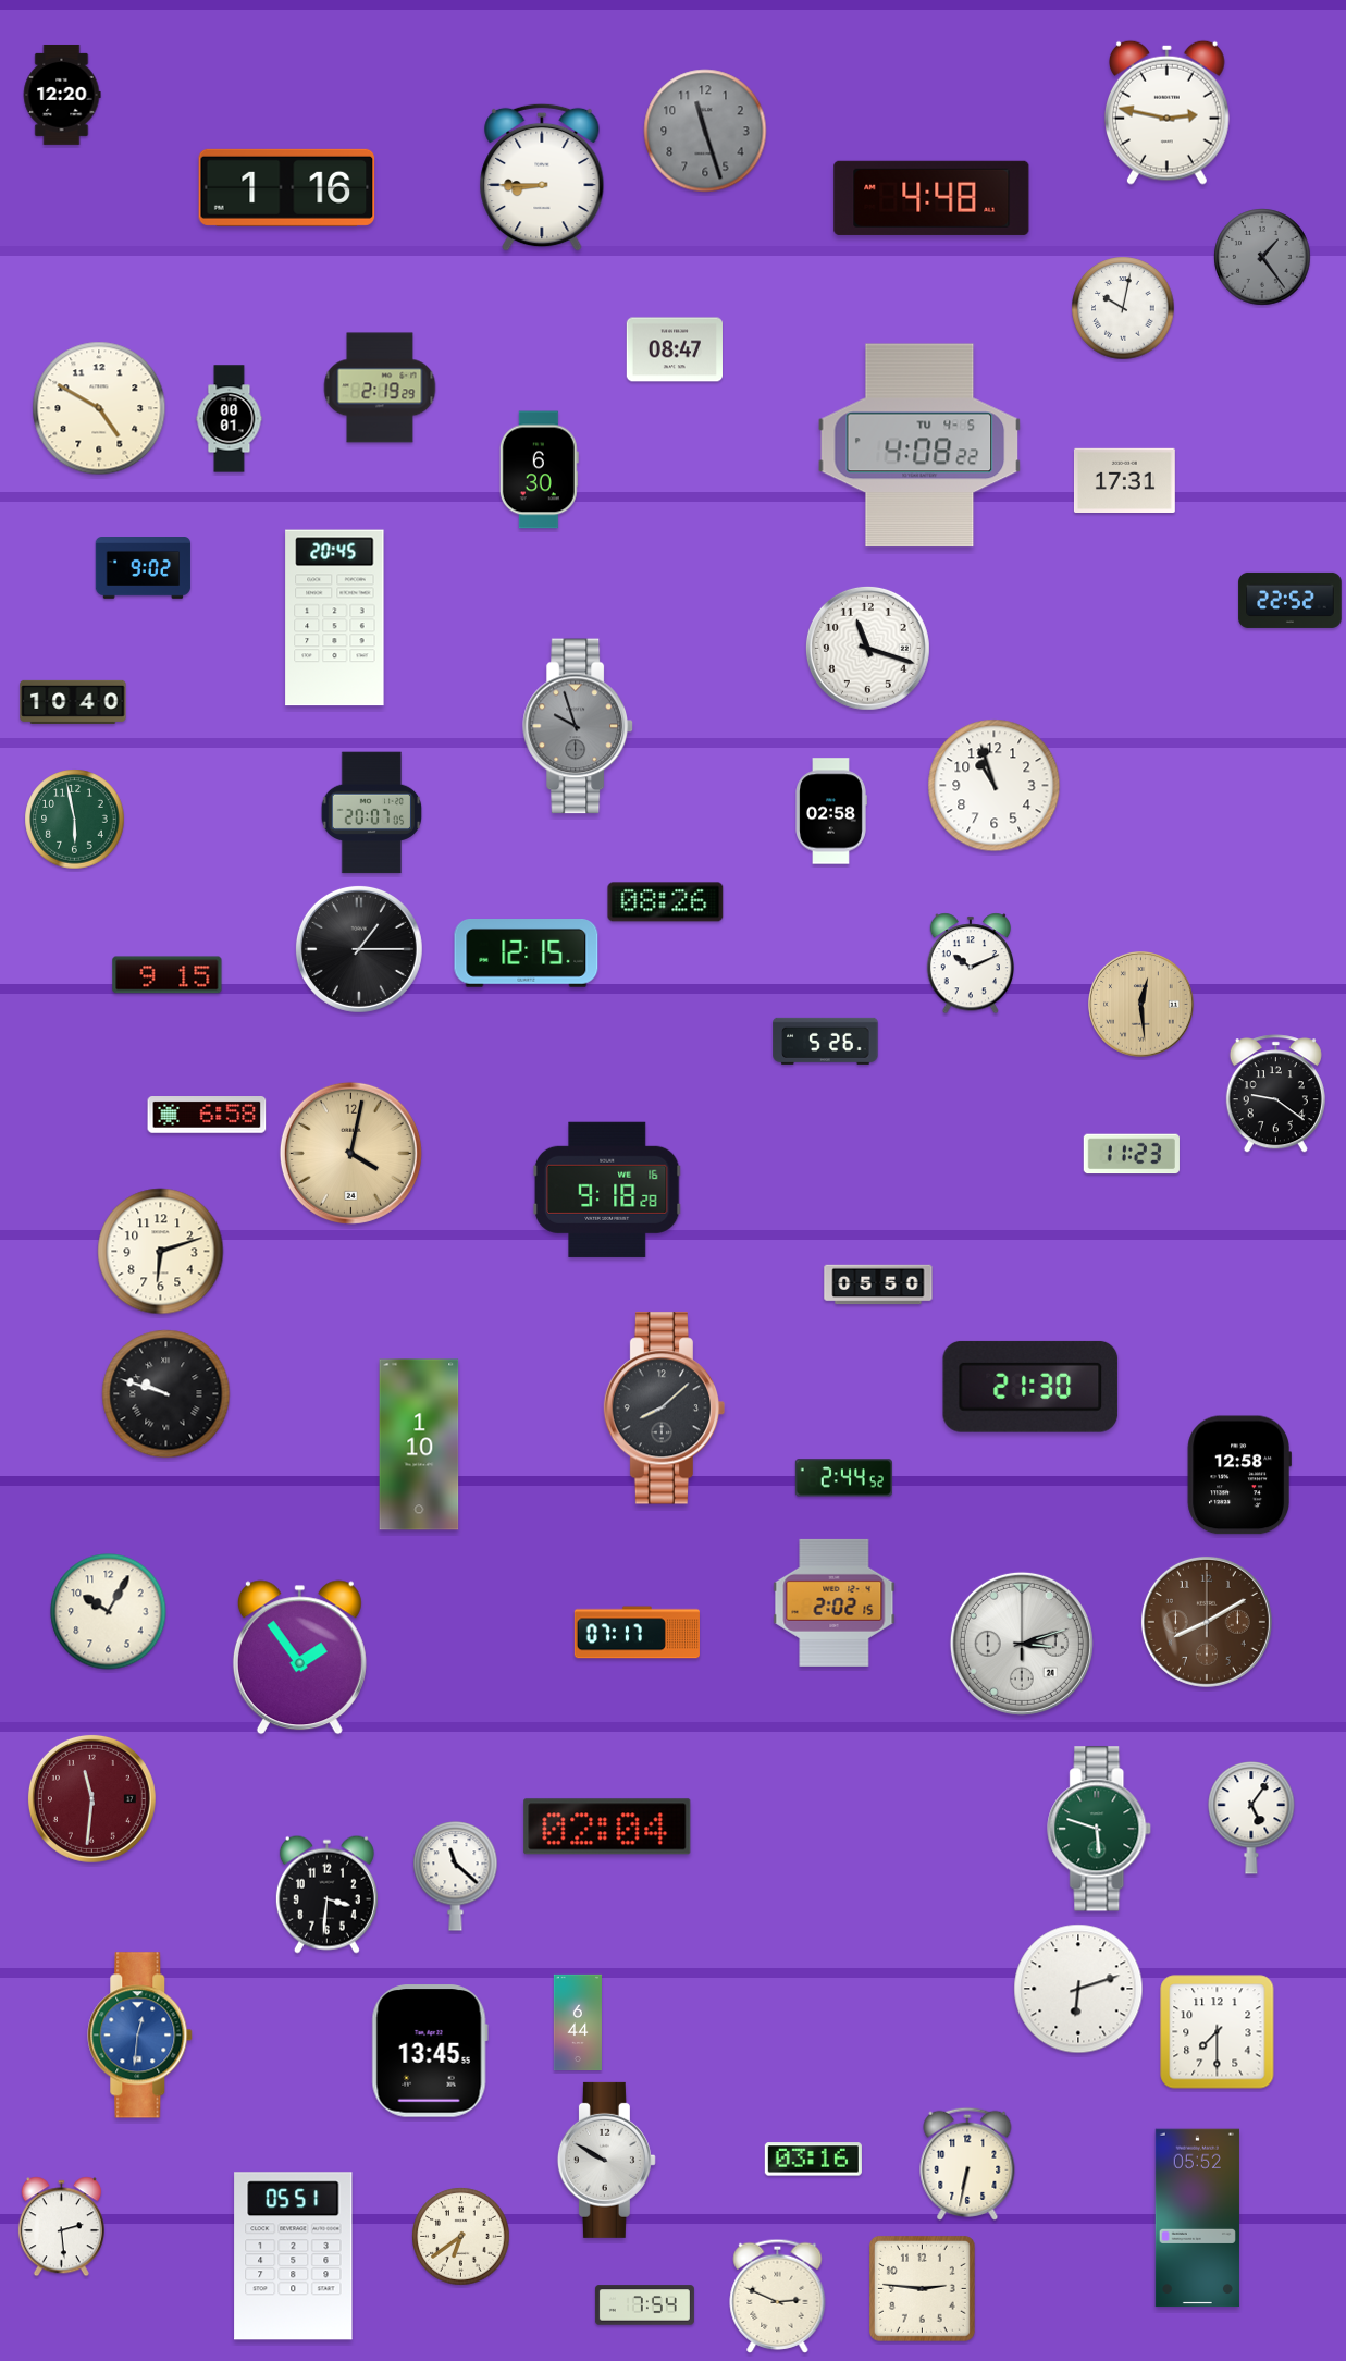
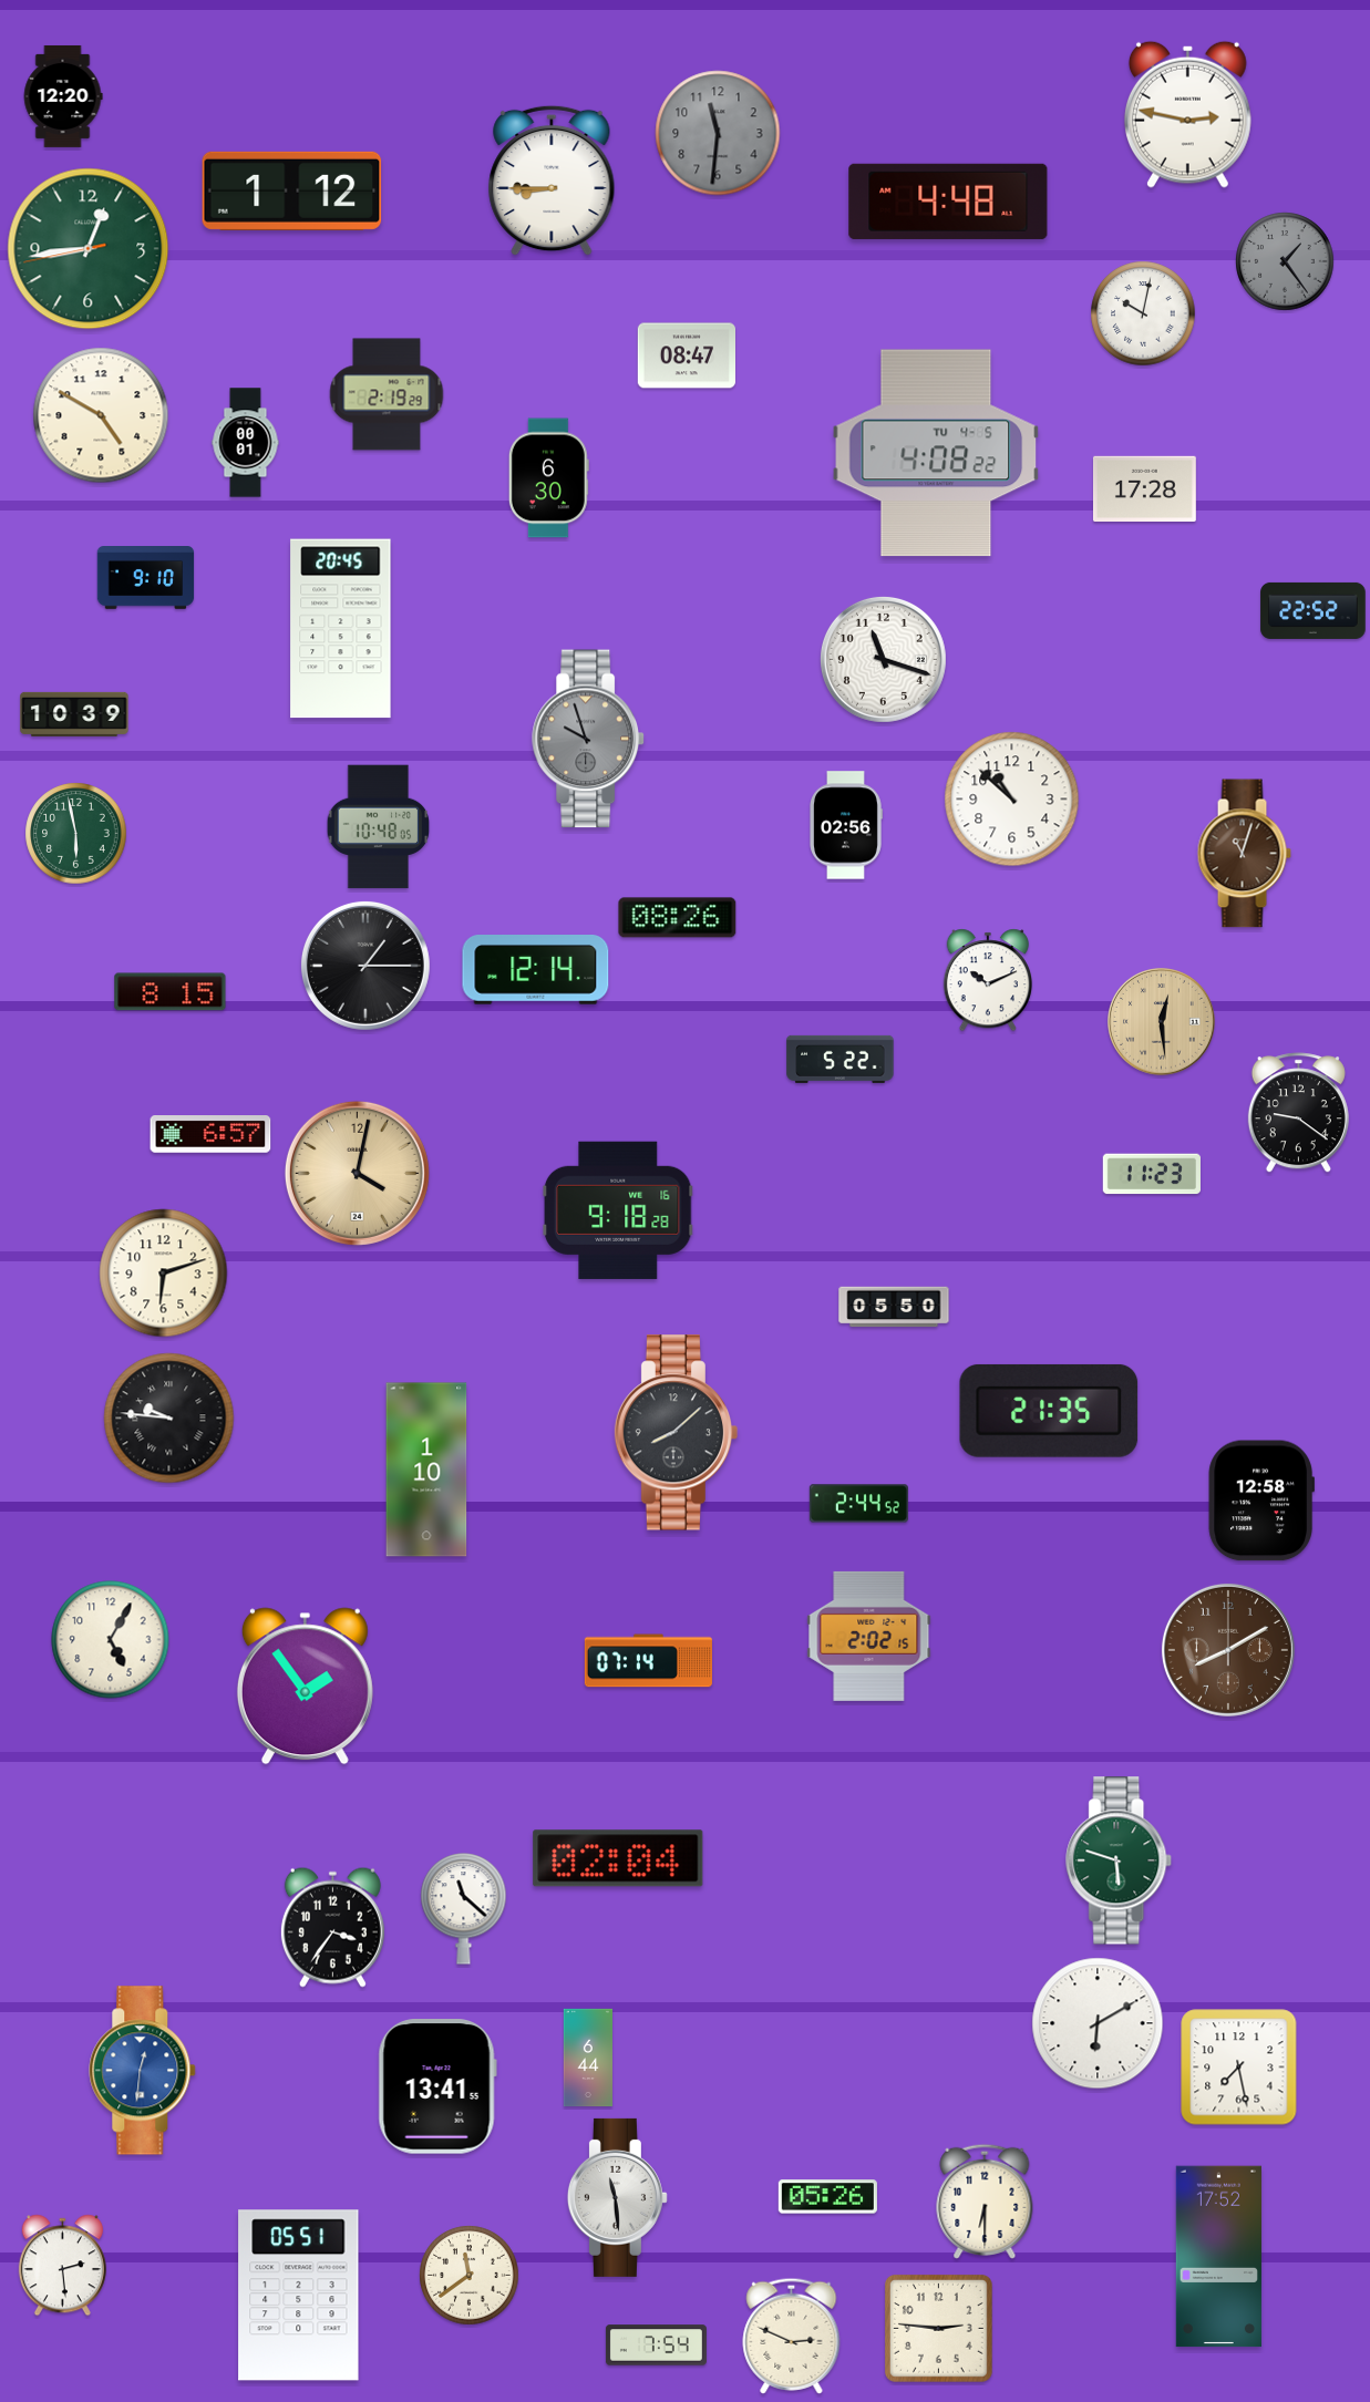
clock at (705, 131): 11:27 -> 11:31
clock at (287, 187): 1:16 -> 1:12
clock at (89, 249): none -> 12:43
clock at (230, 419) position: (230, 419) -> (246, 443)
clock at (1124, 480): 17:31 -> 17:28
clock at (144, 568): 9:02 -> 9:10
clock at (73, 702): 10:40 -> 10:39
clock at (995, 786): 10:57 -> 10:52
clock at (831, 811): 02:58 -> 02:56
clock at (372, 813): 20:07 -> 10:48
clock at (1244, 854): none -> 11:03
clock at (527, 954): 12:15 -> 12:14
clock at (168, 975): 9:15 -> 8:15
clock at (826, 1041): 5:26 -> 5:22
clock at (207, 1116): 6:58 -> 6:57
clock at (1030, 1387): 21:30 -> 21:35
clock at (166, 1394): 9:48 -> 9:46
clock at (835, 1602) position: (835, 1602) -> (869, 1636)
clock at (109, 1612): 10:05 -> 5:05
clock at (637, 1633): 07:17 -> 07:14
clock at (1022, 1644): 3:12 -> none
clock at (91, 1798): 11:31 -> none
clock at (1251, 1818): 5:06 -> none
clock at (326, 1894): 3:31 -> 3:36
clock at (1078, 1989): 6:12 -> 6:10
clock at (1218, 2032): 7:30 -> 7:28
clock at (430, 2051): 13:45 -> 13:41
clock at (606, 2160): 9:50 -> 11:29
clock at (813, 2160): 03:16 -> 05:26
clock at (967, 2164): 6:32 -> 6:30
clock at (1197, 2218): 05:52 -> 17:52
clock at (461, 2237): 6:39 -> 11:39
